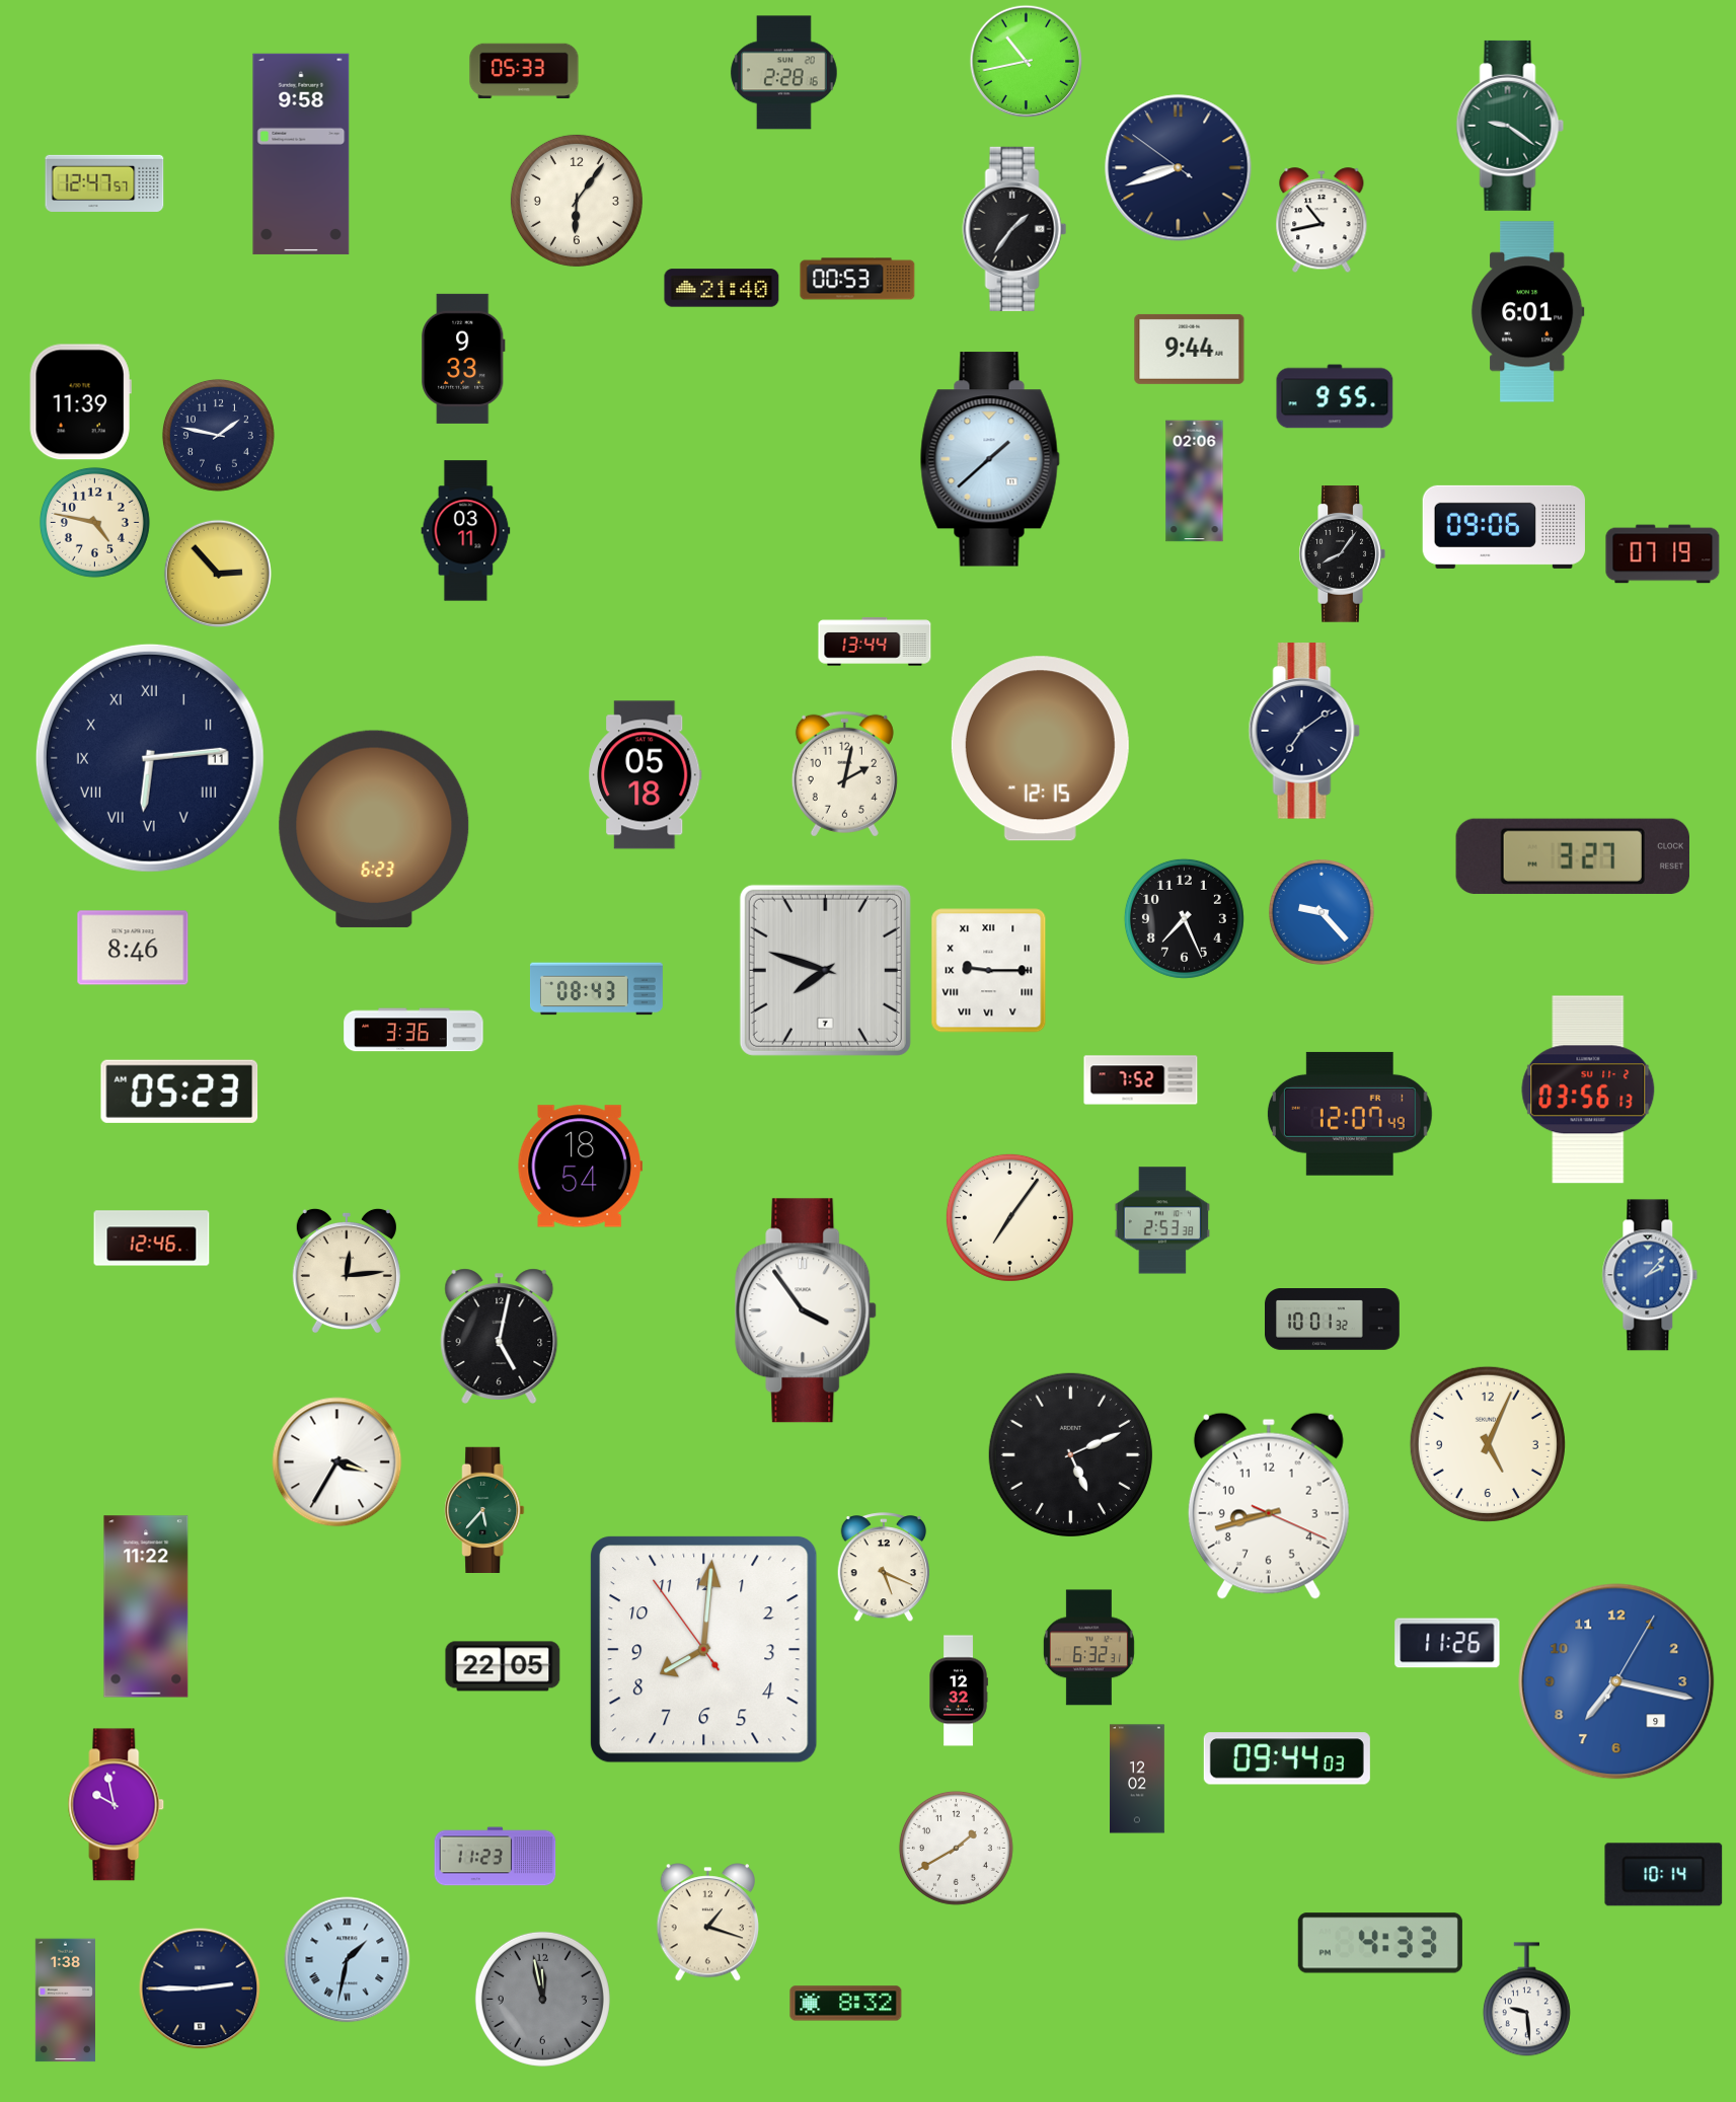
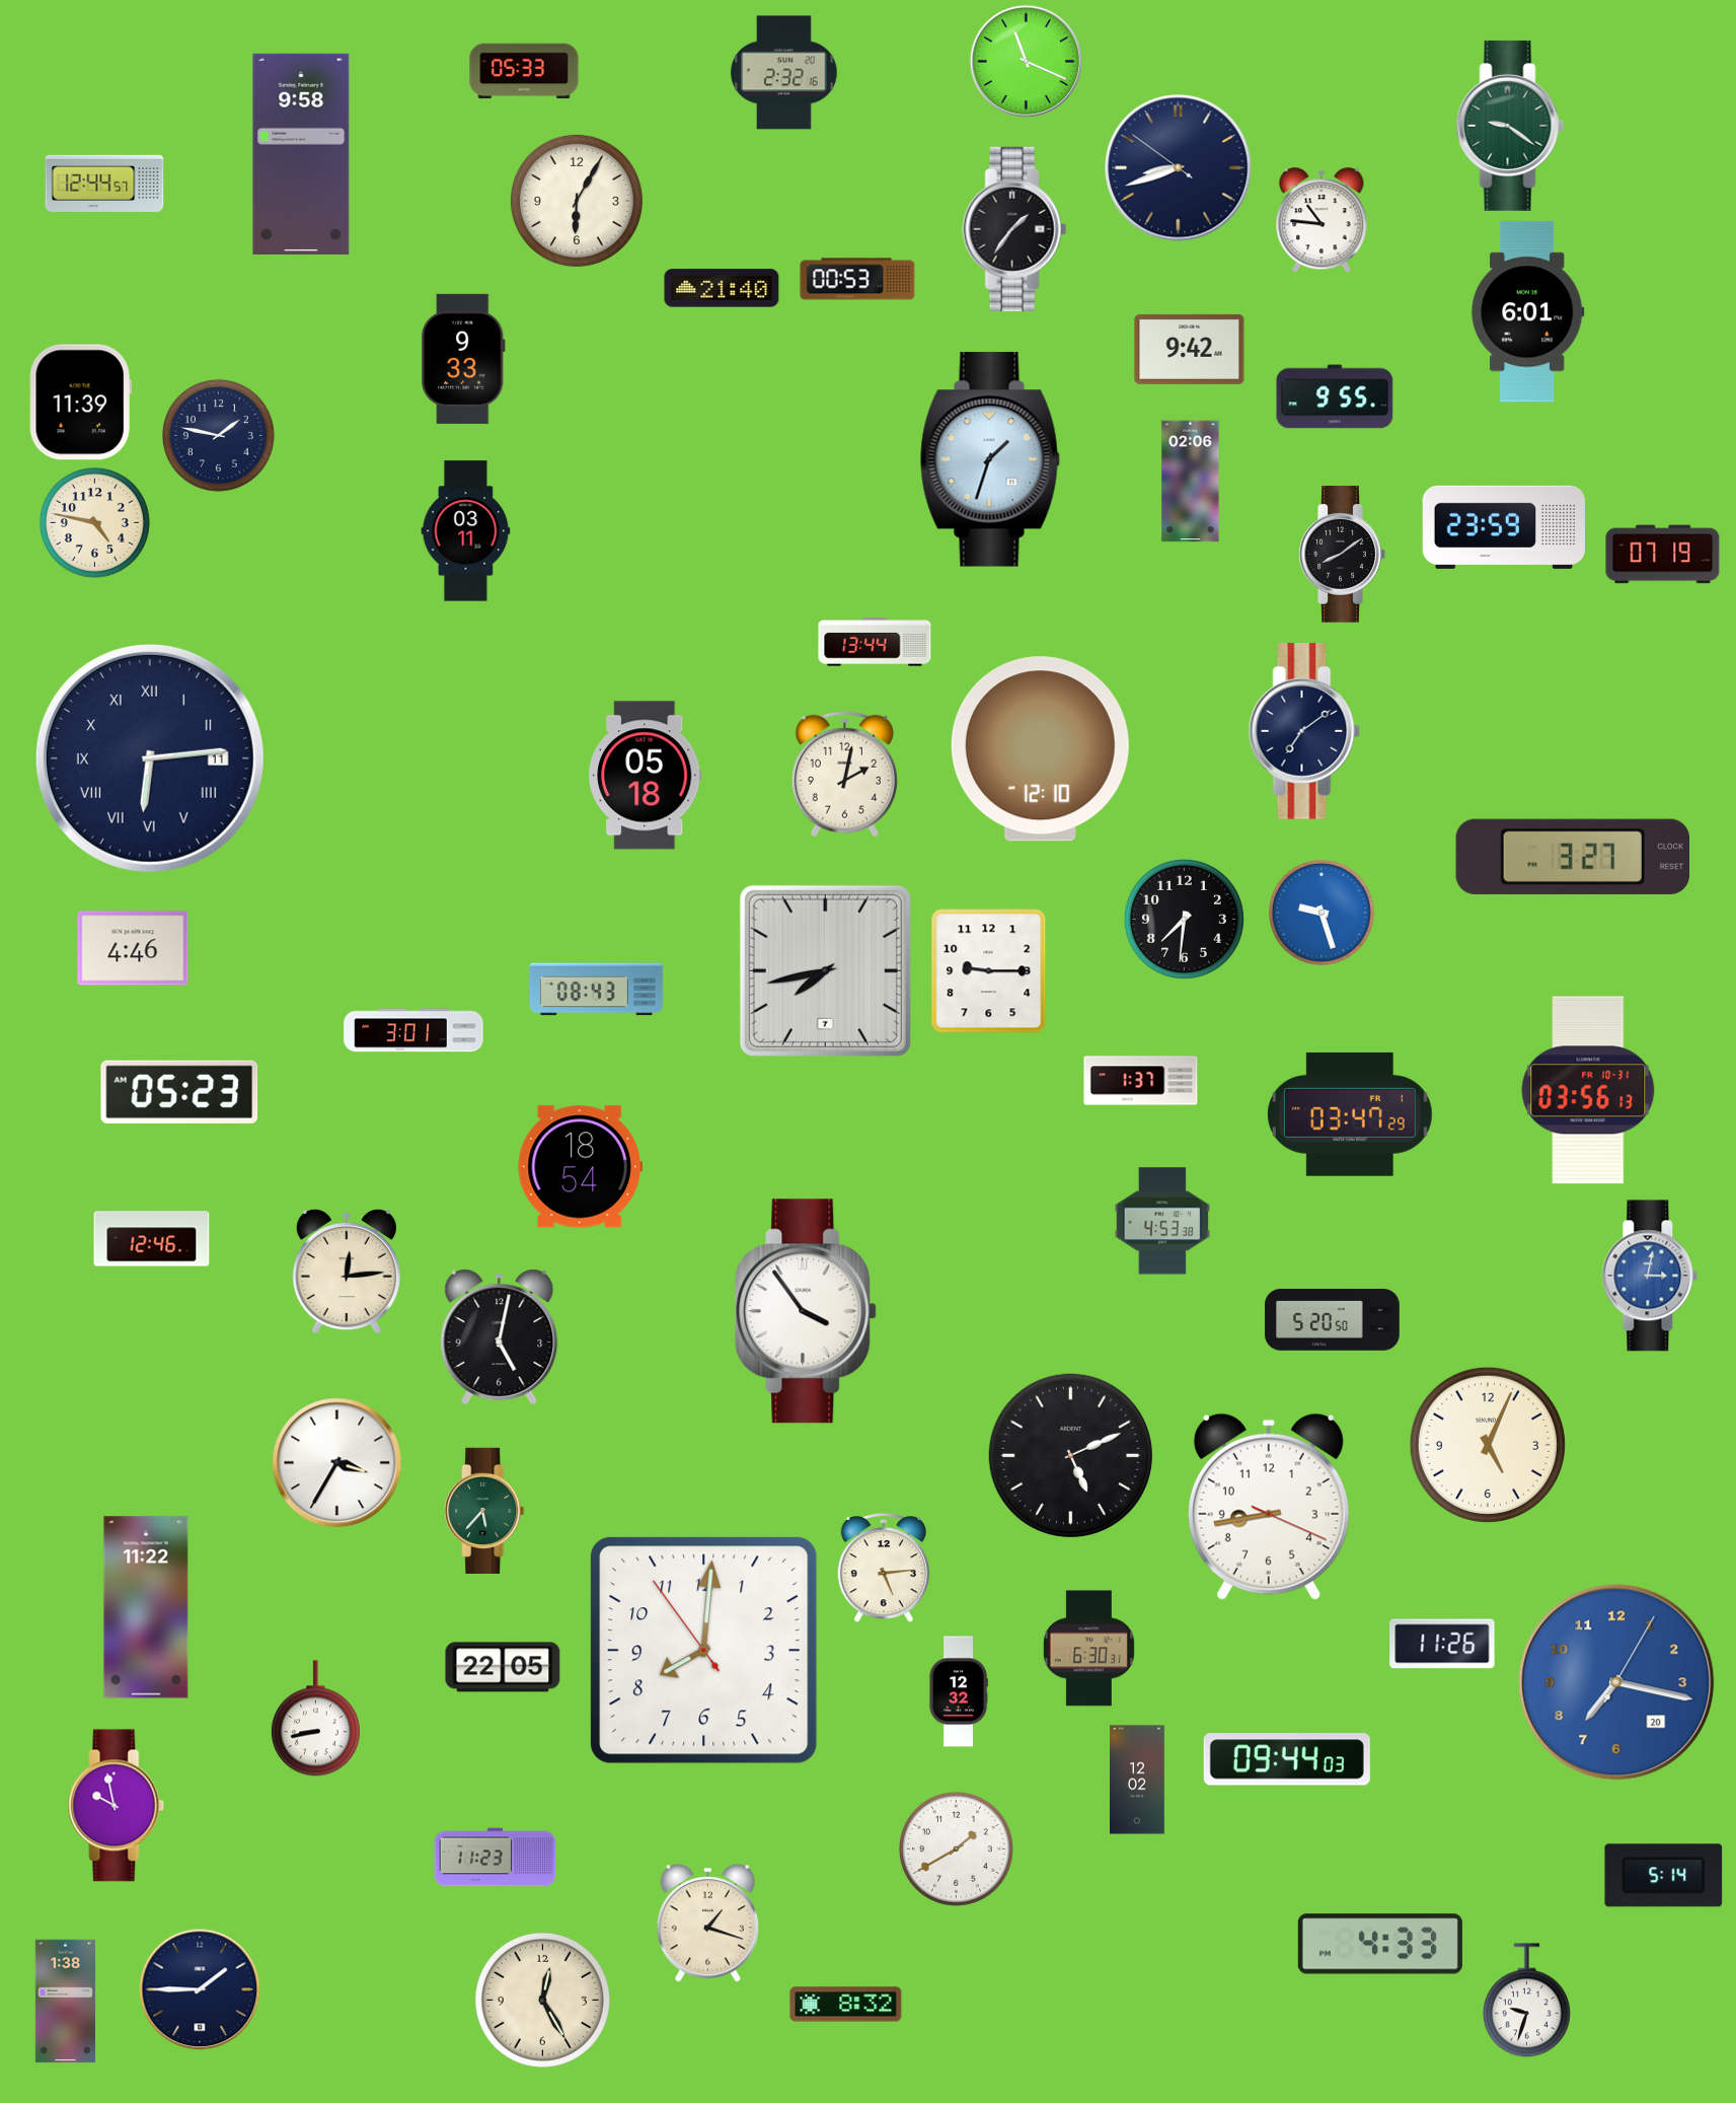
clock at (1027, 62): 10:43 -> 11:19
clock at (784, 73): 2:28 -> 2:32
clock at (104, 183): 12:47 -> 12:44
clock at (577, 201): 6:06 -> 6:05
clock at (1322, 221): 10:43 -> 10:46
clock at (1190, 349): 9:44 -> 9:42
clock at (990, 459): 1:38 -> 1:33
clock at (1195, 481) position: (1195, 481) -> (1191, 482)
clock at (1504, 527): 09:06 -> 23:59
clock at (1342, 554): 8:06 -> 8:09
clock at (218, 574): 2:53 -> none
clock at (1040, 749): 12:15 -> 12:10
clock at (374, 829): 6:23 -> none
clock at (1323, 913): 9:23 -> 9:27
clock at (1184, 918): 7:26 -> 7:31
clock at (133, 948): 8:46 -> 4:46
clock at (825, 970): 7:48 -> 7:43
clock at (989, 971) numerals: Roman -> Arabic
clock at (413, 1030): 3:36 -> 3:01
clock at (1141, 1080): 7:52 -> 1:37
clock at (1588, 1090) date: SU 11-2 -> FR 10-31
clock at (1350, 1114): 12:07 -> 03:47
clock at (1009, 1217): 7:06 -> none
clock at (1161, 1220): 2:53 -> 4:53
clock at (1650, 1275): 2:07 -> 3:02
clock at (1333, 1320): 10:01 -> 5:20
clock at (1269, 1506): 8:42 -> 8:43
clock at (884, 1568): 5:19 -> 5:14
clock at (1447, 1643) position: (1447, 1643) -> (1442, 1644)
clock at (1088, 1648): 6:32 -> 6:30
clock at (1616, 1681) date: 9 -> 20
clock at (315, 1719): none -> 8:43
clock at (1664, 1875): 10:14 -> 5:14
clock at (348, 1960): 1:32 -> none
clock at (200, 1988): 2:45 -> 1:45
clock at (542, 1999): 11:58 -> 12:25
clock at (542, 1999) dial: grey -> cream
clock at (1526, 2000): 9:29 -> 9:33
